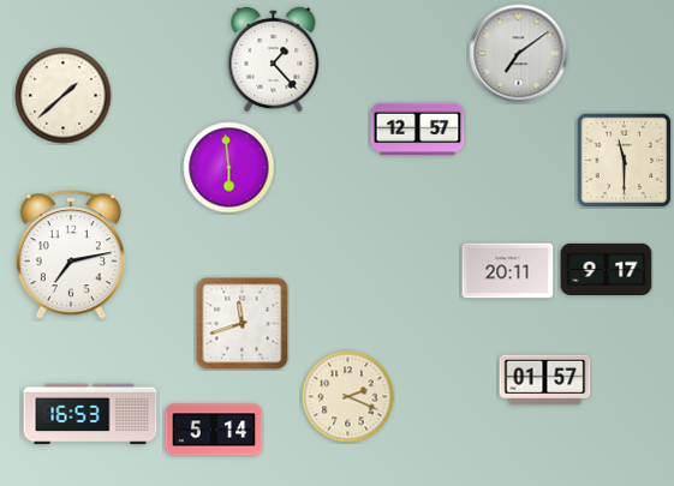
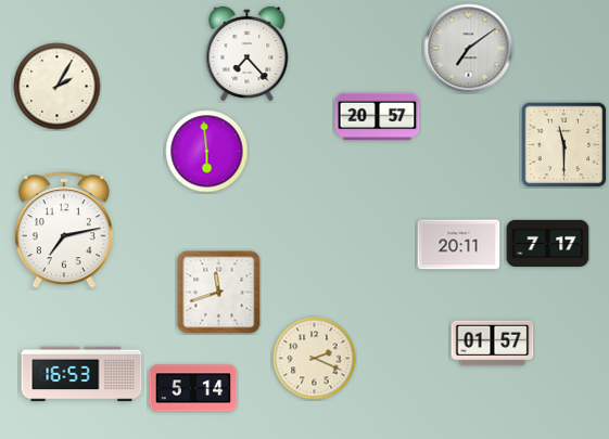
clock at (274, 59): 1:23 -> 7:23
clock at (64, 96): 1:38 -> 2:05
clock at (418, 130): 12:57 -> 20:57
clock at (607, 269): 9:17 -> 7:17
